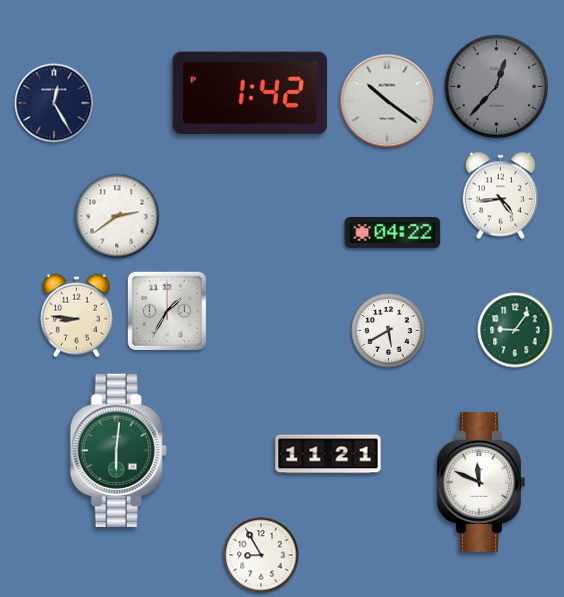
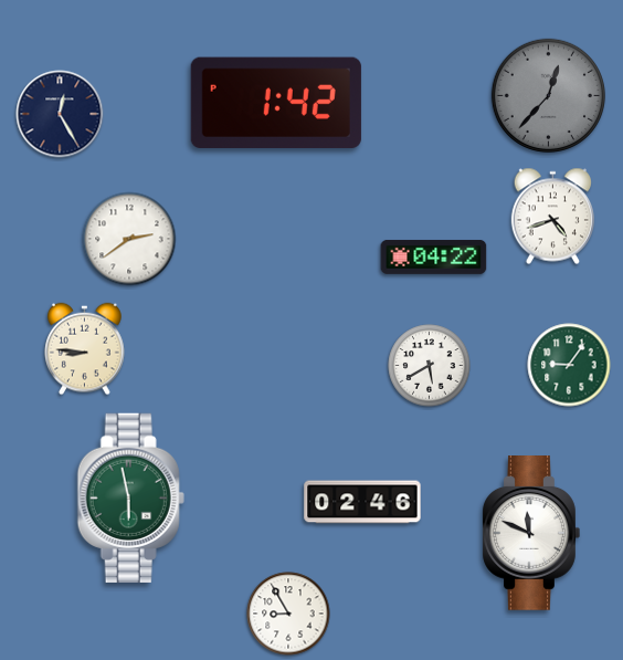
clock at (387, 101): 10:21 -> none
clock at (500, 196): 4:44 -> 4:42
clock at (166, 310): 1:35 -> none
clock at (118, 450): 6:01 -> 5:58
clock at (328, 454): 11:21 -> 02:46
